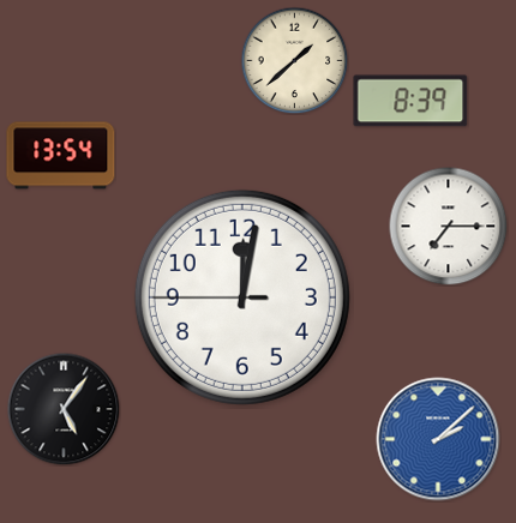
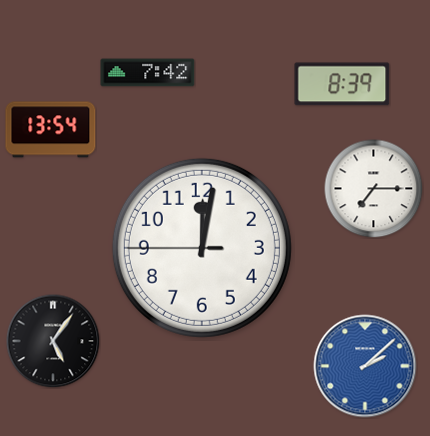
clock at (294, 60): 1:38 -> none
clock at (148, 73): none -> 7:42
